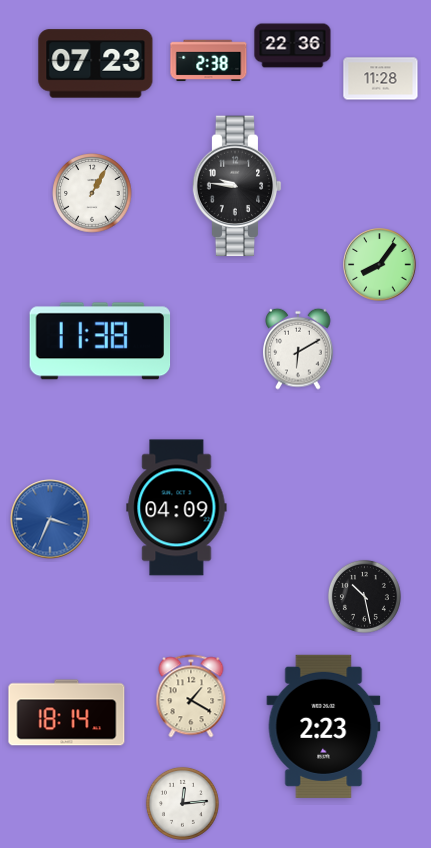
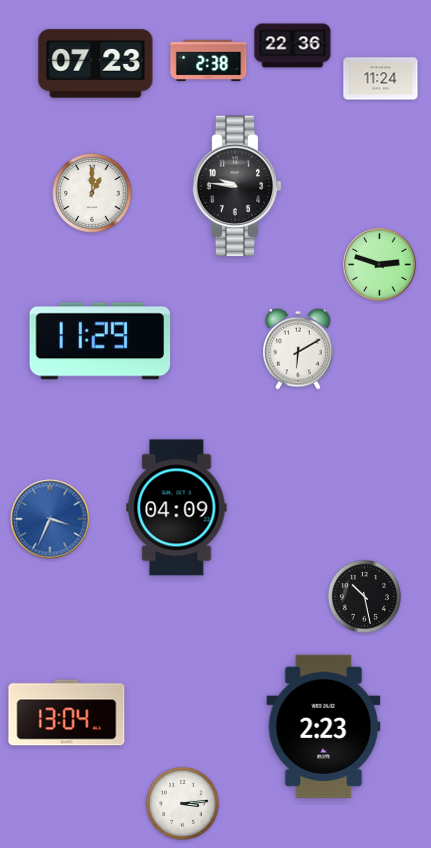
clock at (381, 79): 11:28 -> 11:24
clock at (92, 193): 1:05 -> 1:00
clock at (380, 265): 8:06 -> 2:48
clock at (100, 341): 11:38 -> 11:29
clock at (191, 696): 1:20 -> none
clock at (67, 713): 18:14 -> 13:04
clock at (182, 803): 12:14 -> 3:14
